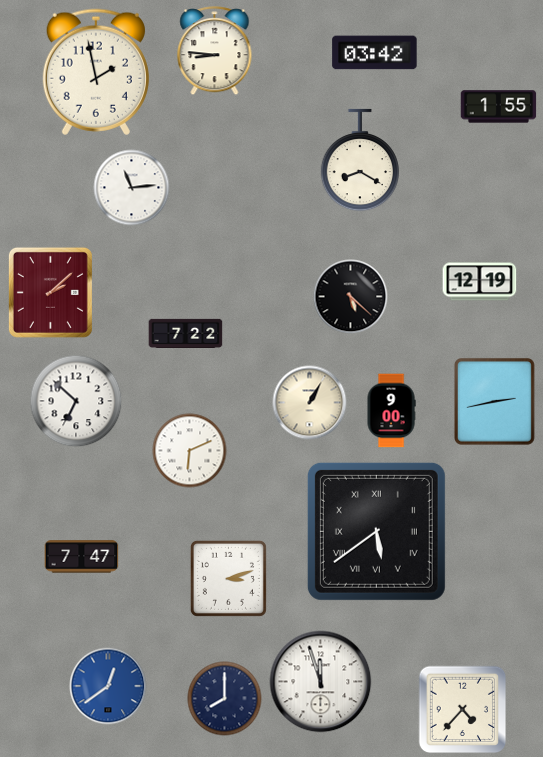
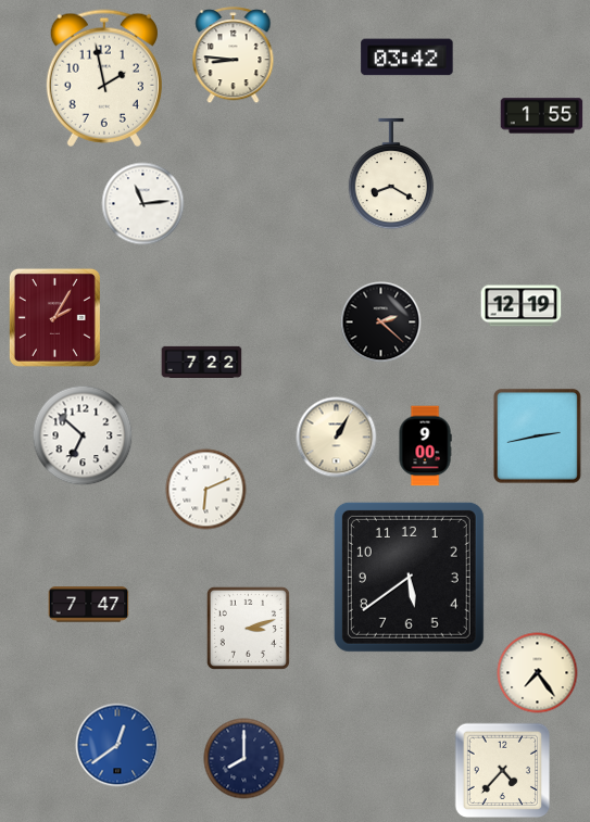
clock at (50, 292): 2:08 -> 2:05
clock at (351, 297): 5:22 -> 2:22
clock at (376, 531) numerals: Roman -> Arabic
clock at (538, 673): none -> 7:24
clock at (321, 682): 11:57 -> none
